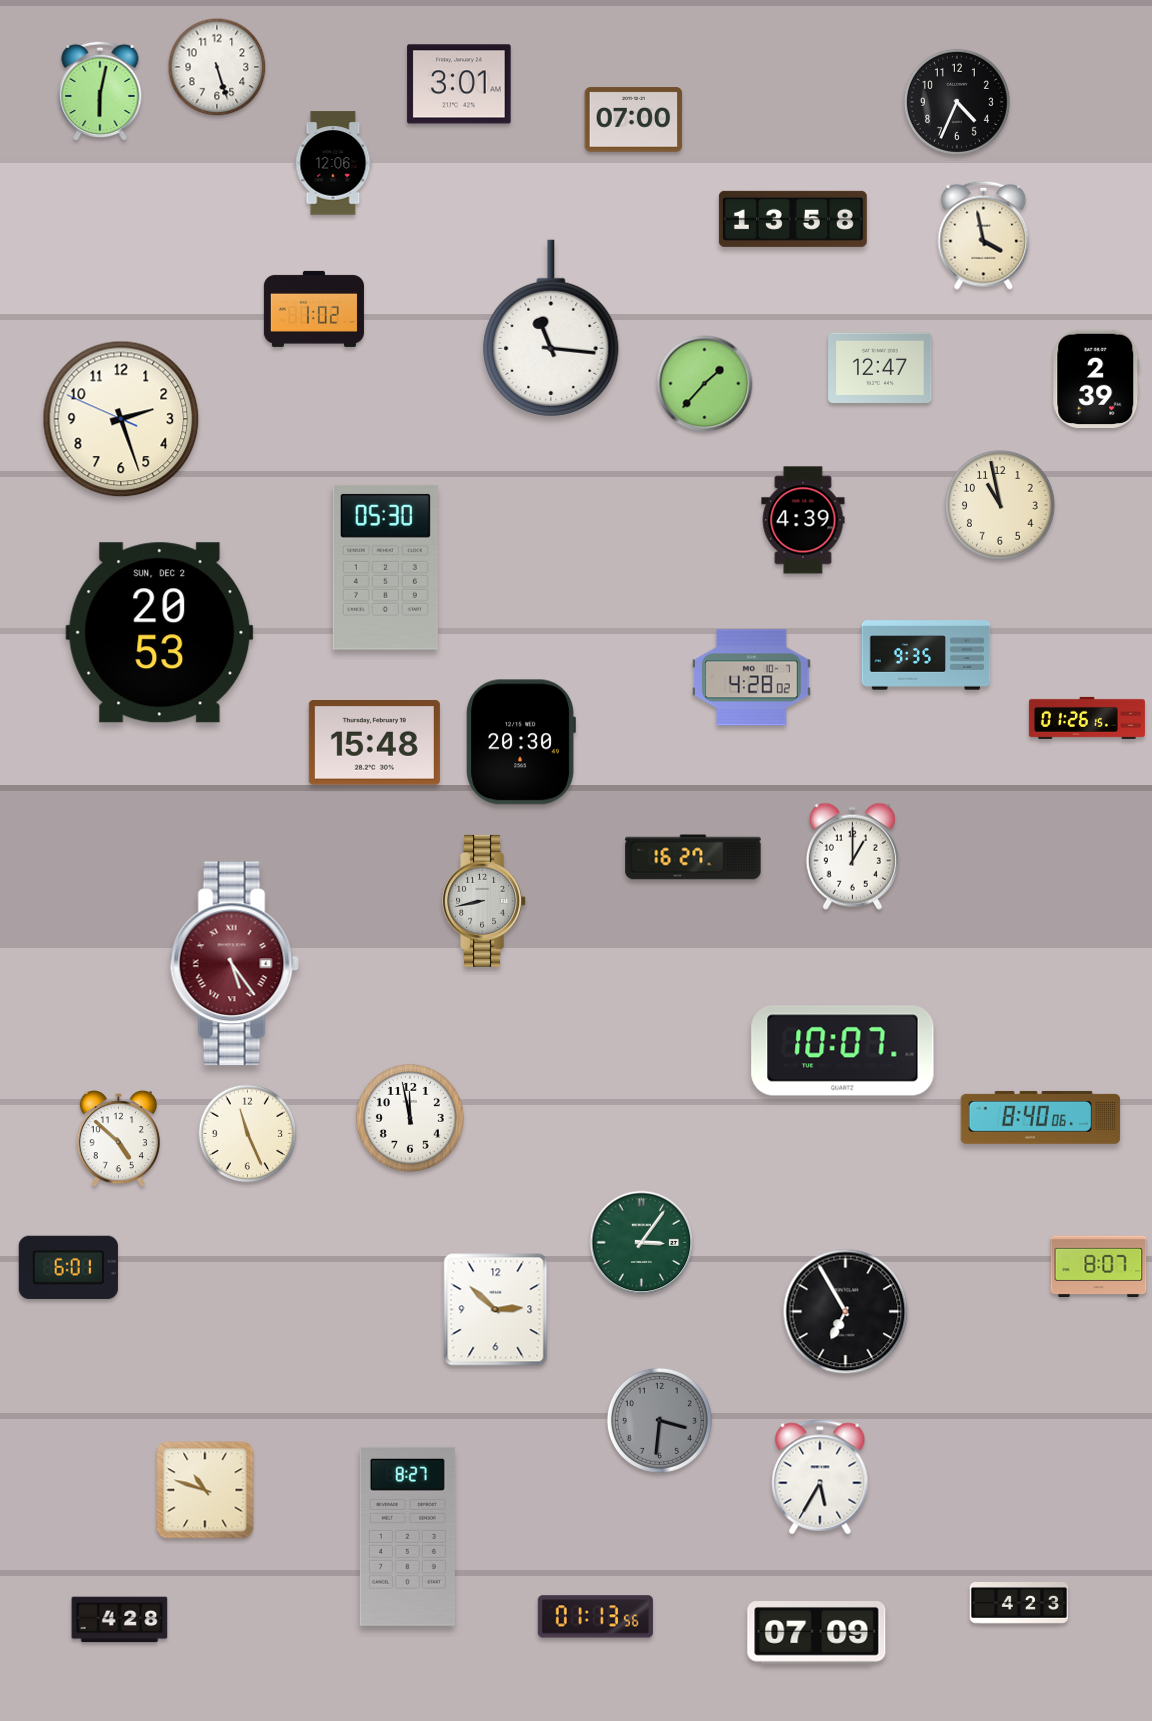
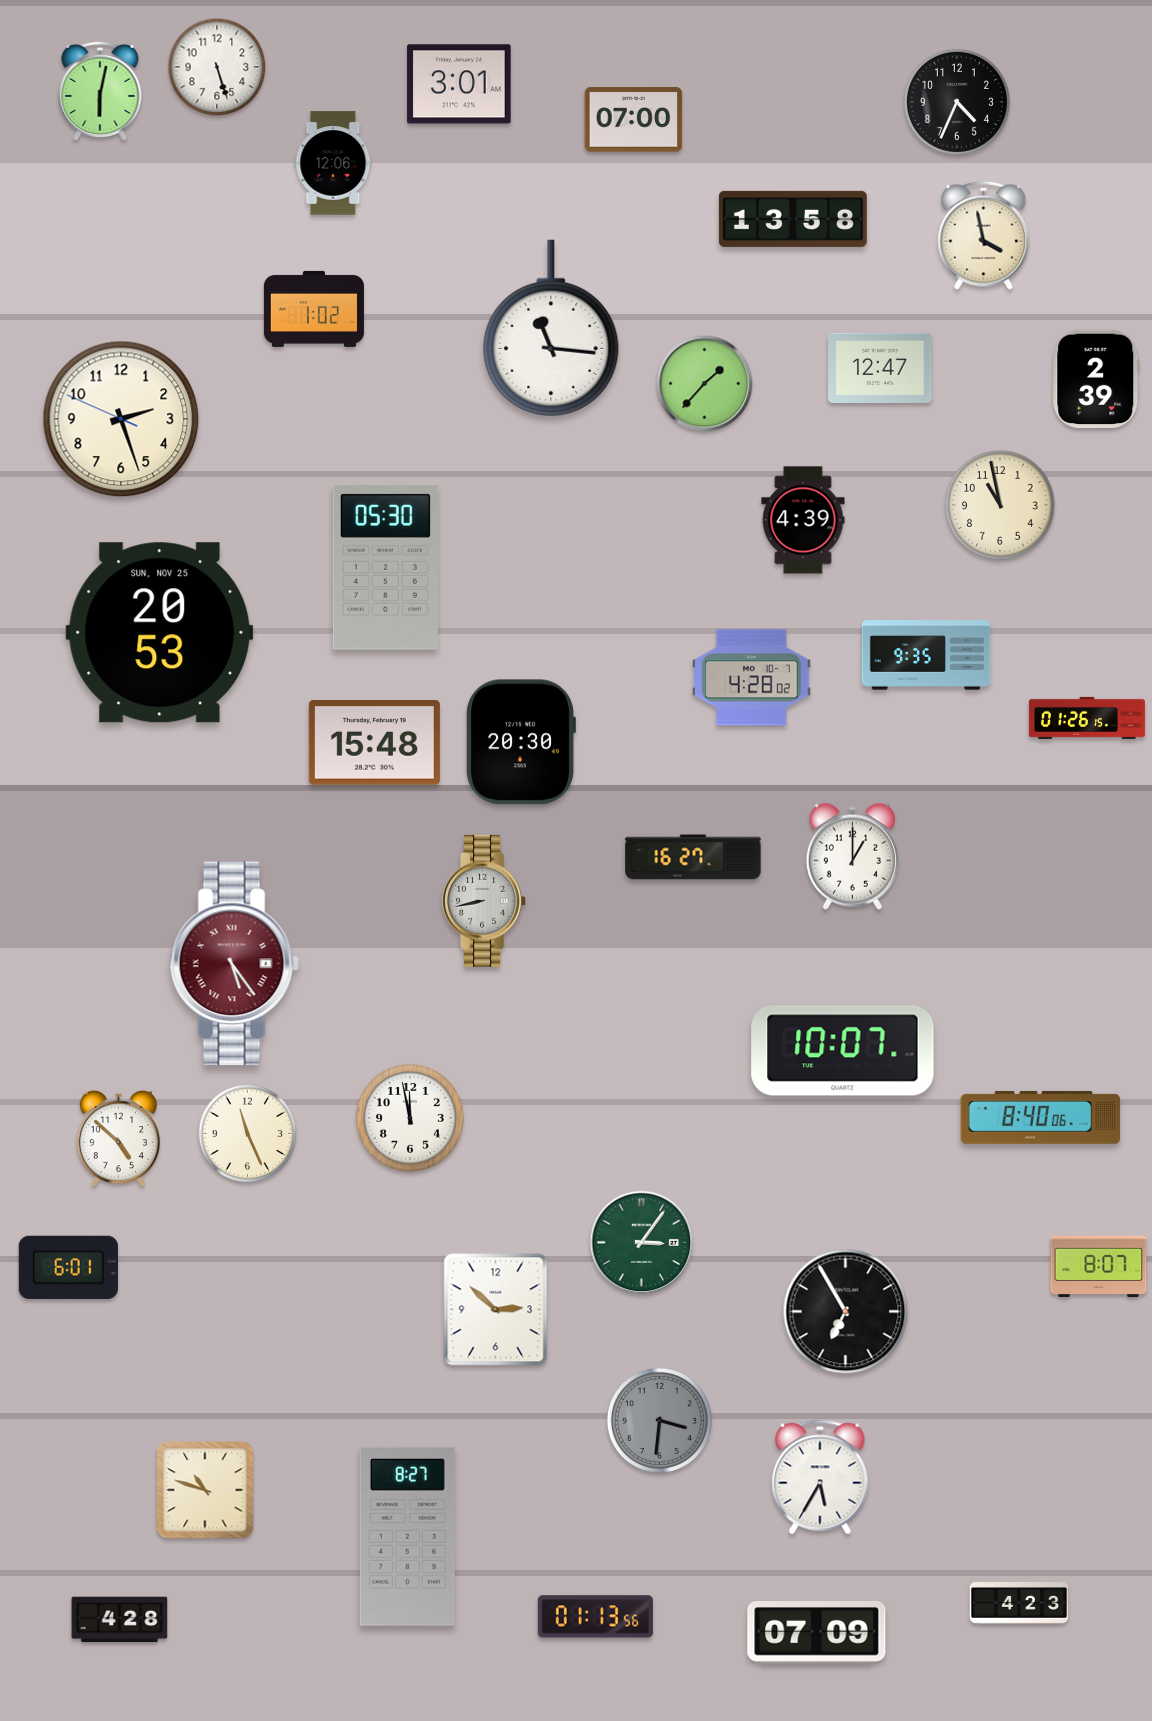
clock at (160, 633) date: SUN, DEC 2 -> SUN, NOV 25
